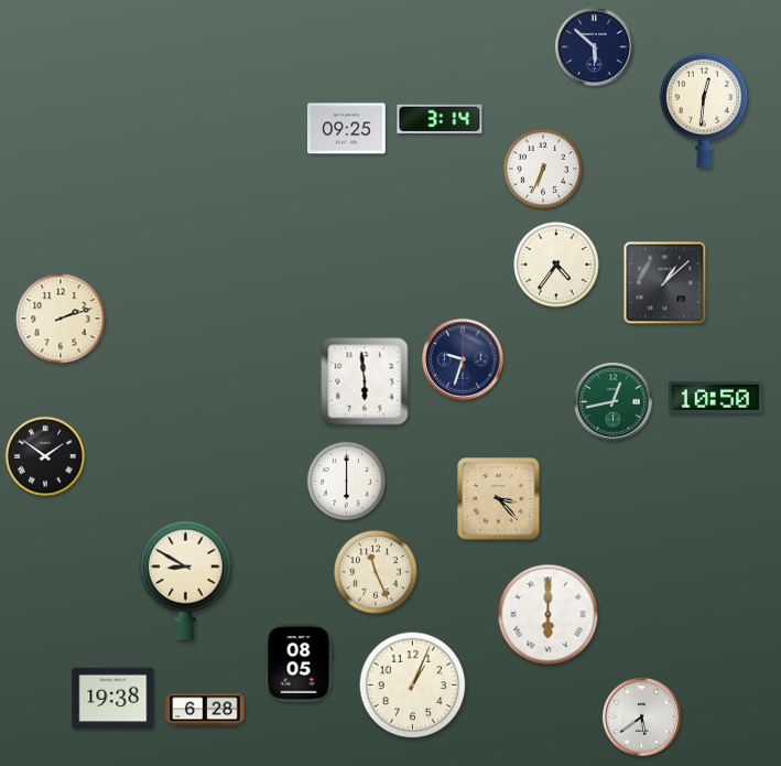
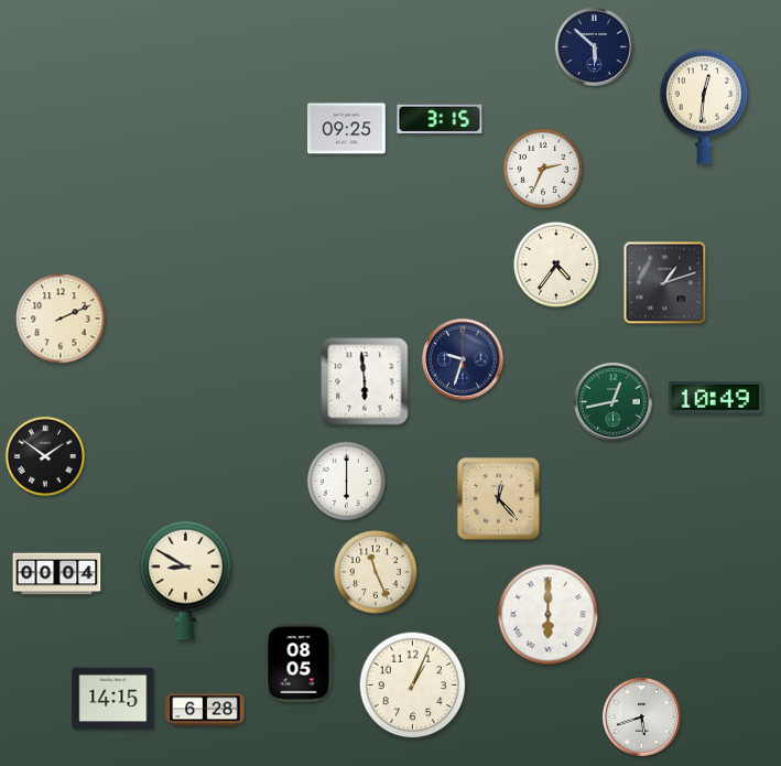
clock at (704, 110) position: (704, 110) -> (704, 107)
clock at (440, 118): 3:14 -> 3:15
clock at (543, 169): 6:34 -> 2:34
clock at (665, 283): 1:08 -> 1:12
clock at (61, 319): 2:12 -> 2:11
clock at (715, 397): 10:50 -> 10:49
clock at (499, 499): 3:23 -> 12:23
clock at (57, 574): none -> 00:04
clock at (113, 699): 19:38 -> 14:15
clock at (642, 718): 5:39 -> 5:42
